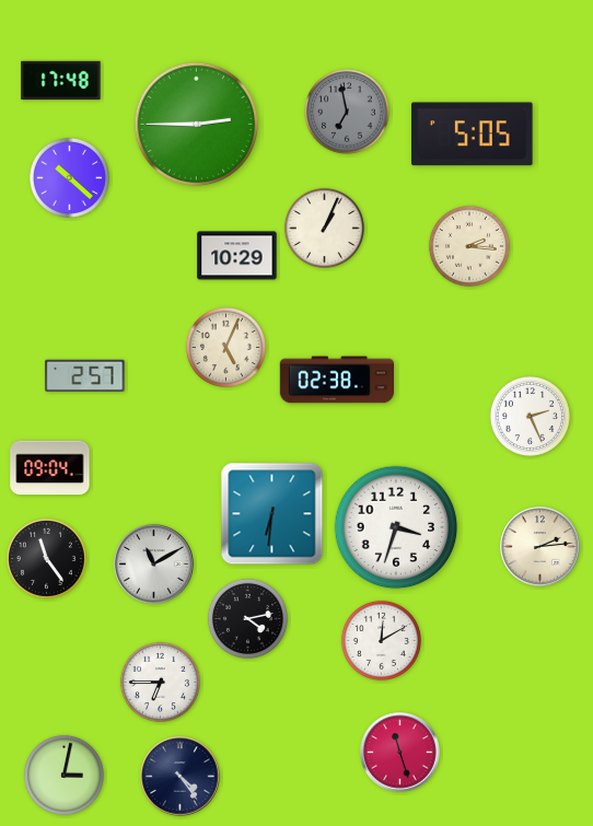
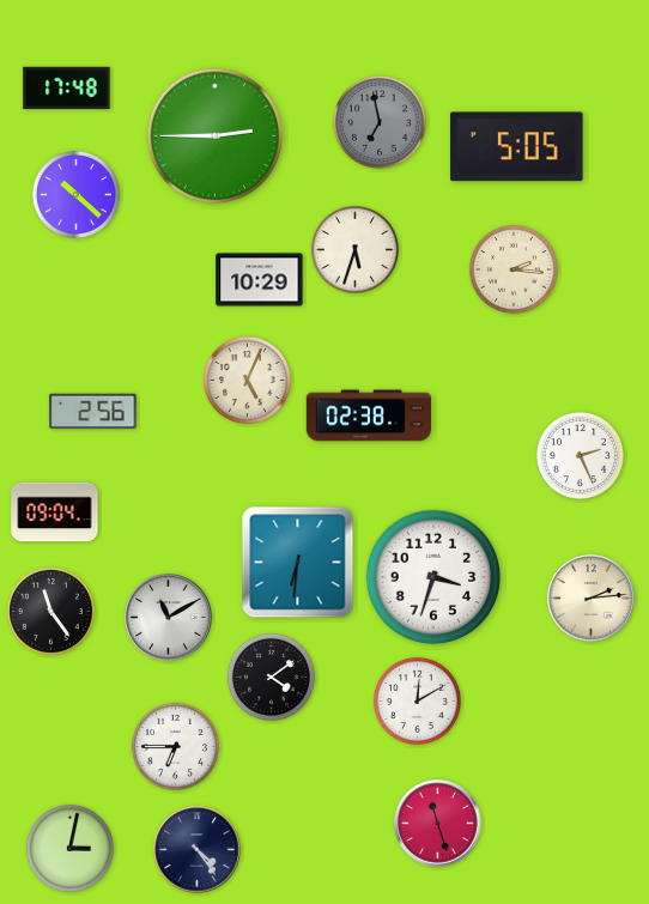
clock at (324, 228): 1:04 -> 5:33
clock at (85, 375): 2:57 -> 2:56
clock at (247, 618): 4:13 -> 4:09
